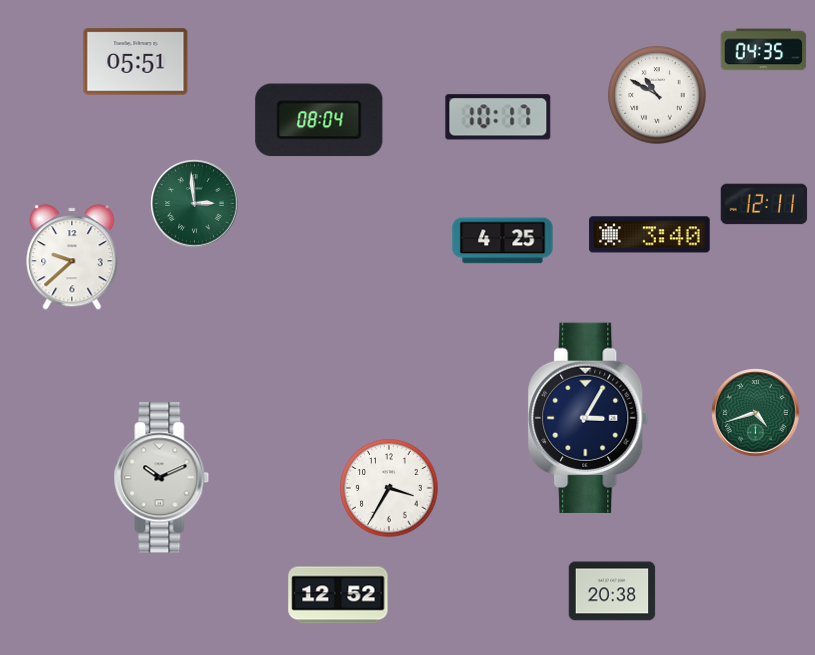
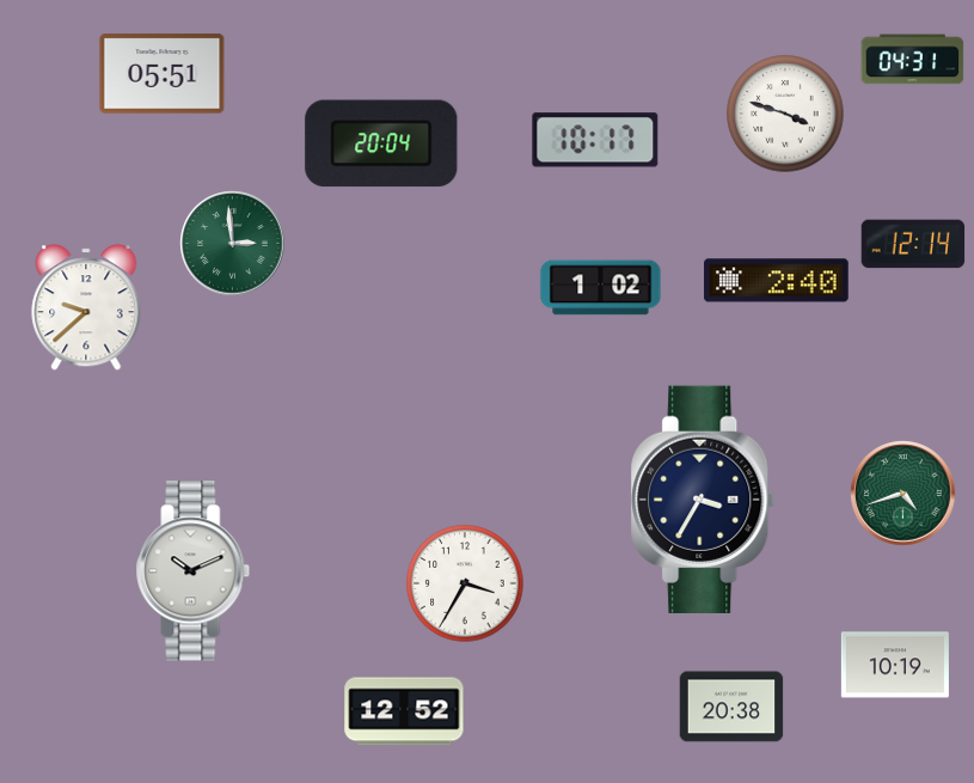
clock at (764, 50): 04:35 -> 04:31
clock at (657, 95): 10:50 -> 3:48
clock at (319, 120): 08:04 -> 20:04
clock at (764, 204): 12:11 -> 12:14
clock at (650, 235): 3:40 -> 2:40
clock at (503, 241): 4:25 -> 1:02
clock at (588, 418): 3:05 -> 3:35
clock at (895, 665): none -> 10:19
